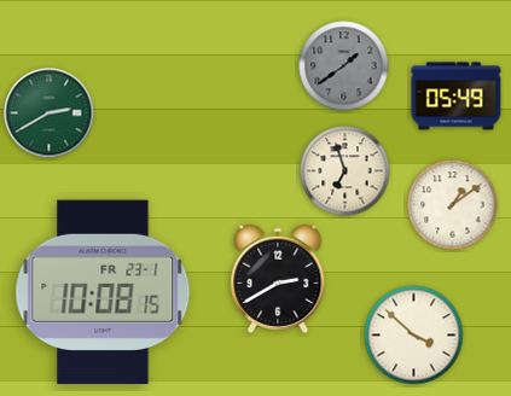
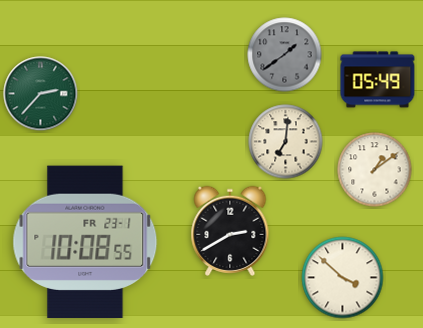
clock at (50, 113): 2:40 -> 2:37
clock at (345, 171): 6:57 -> 7:01
clock at (103, 292): 10:08:15 -> 10:08:55
